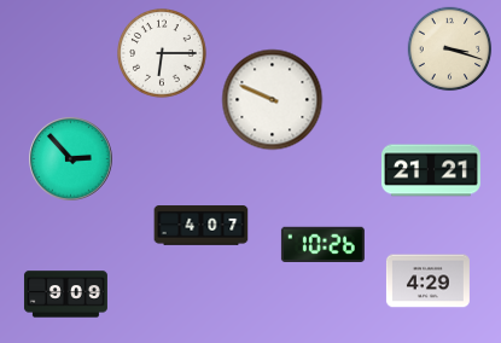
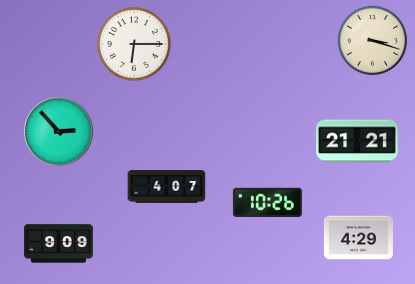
clock at (273, 100): 9:49 -> none
clock at (427, 281) position: (427, 281) -> (358, 238)
clock at (65, 295) position: (65, 295) -> (58, 244)
